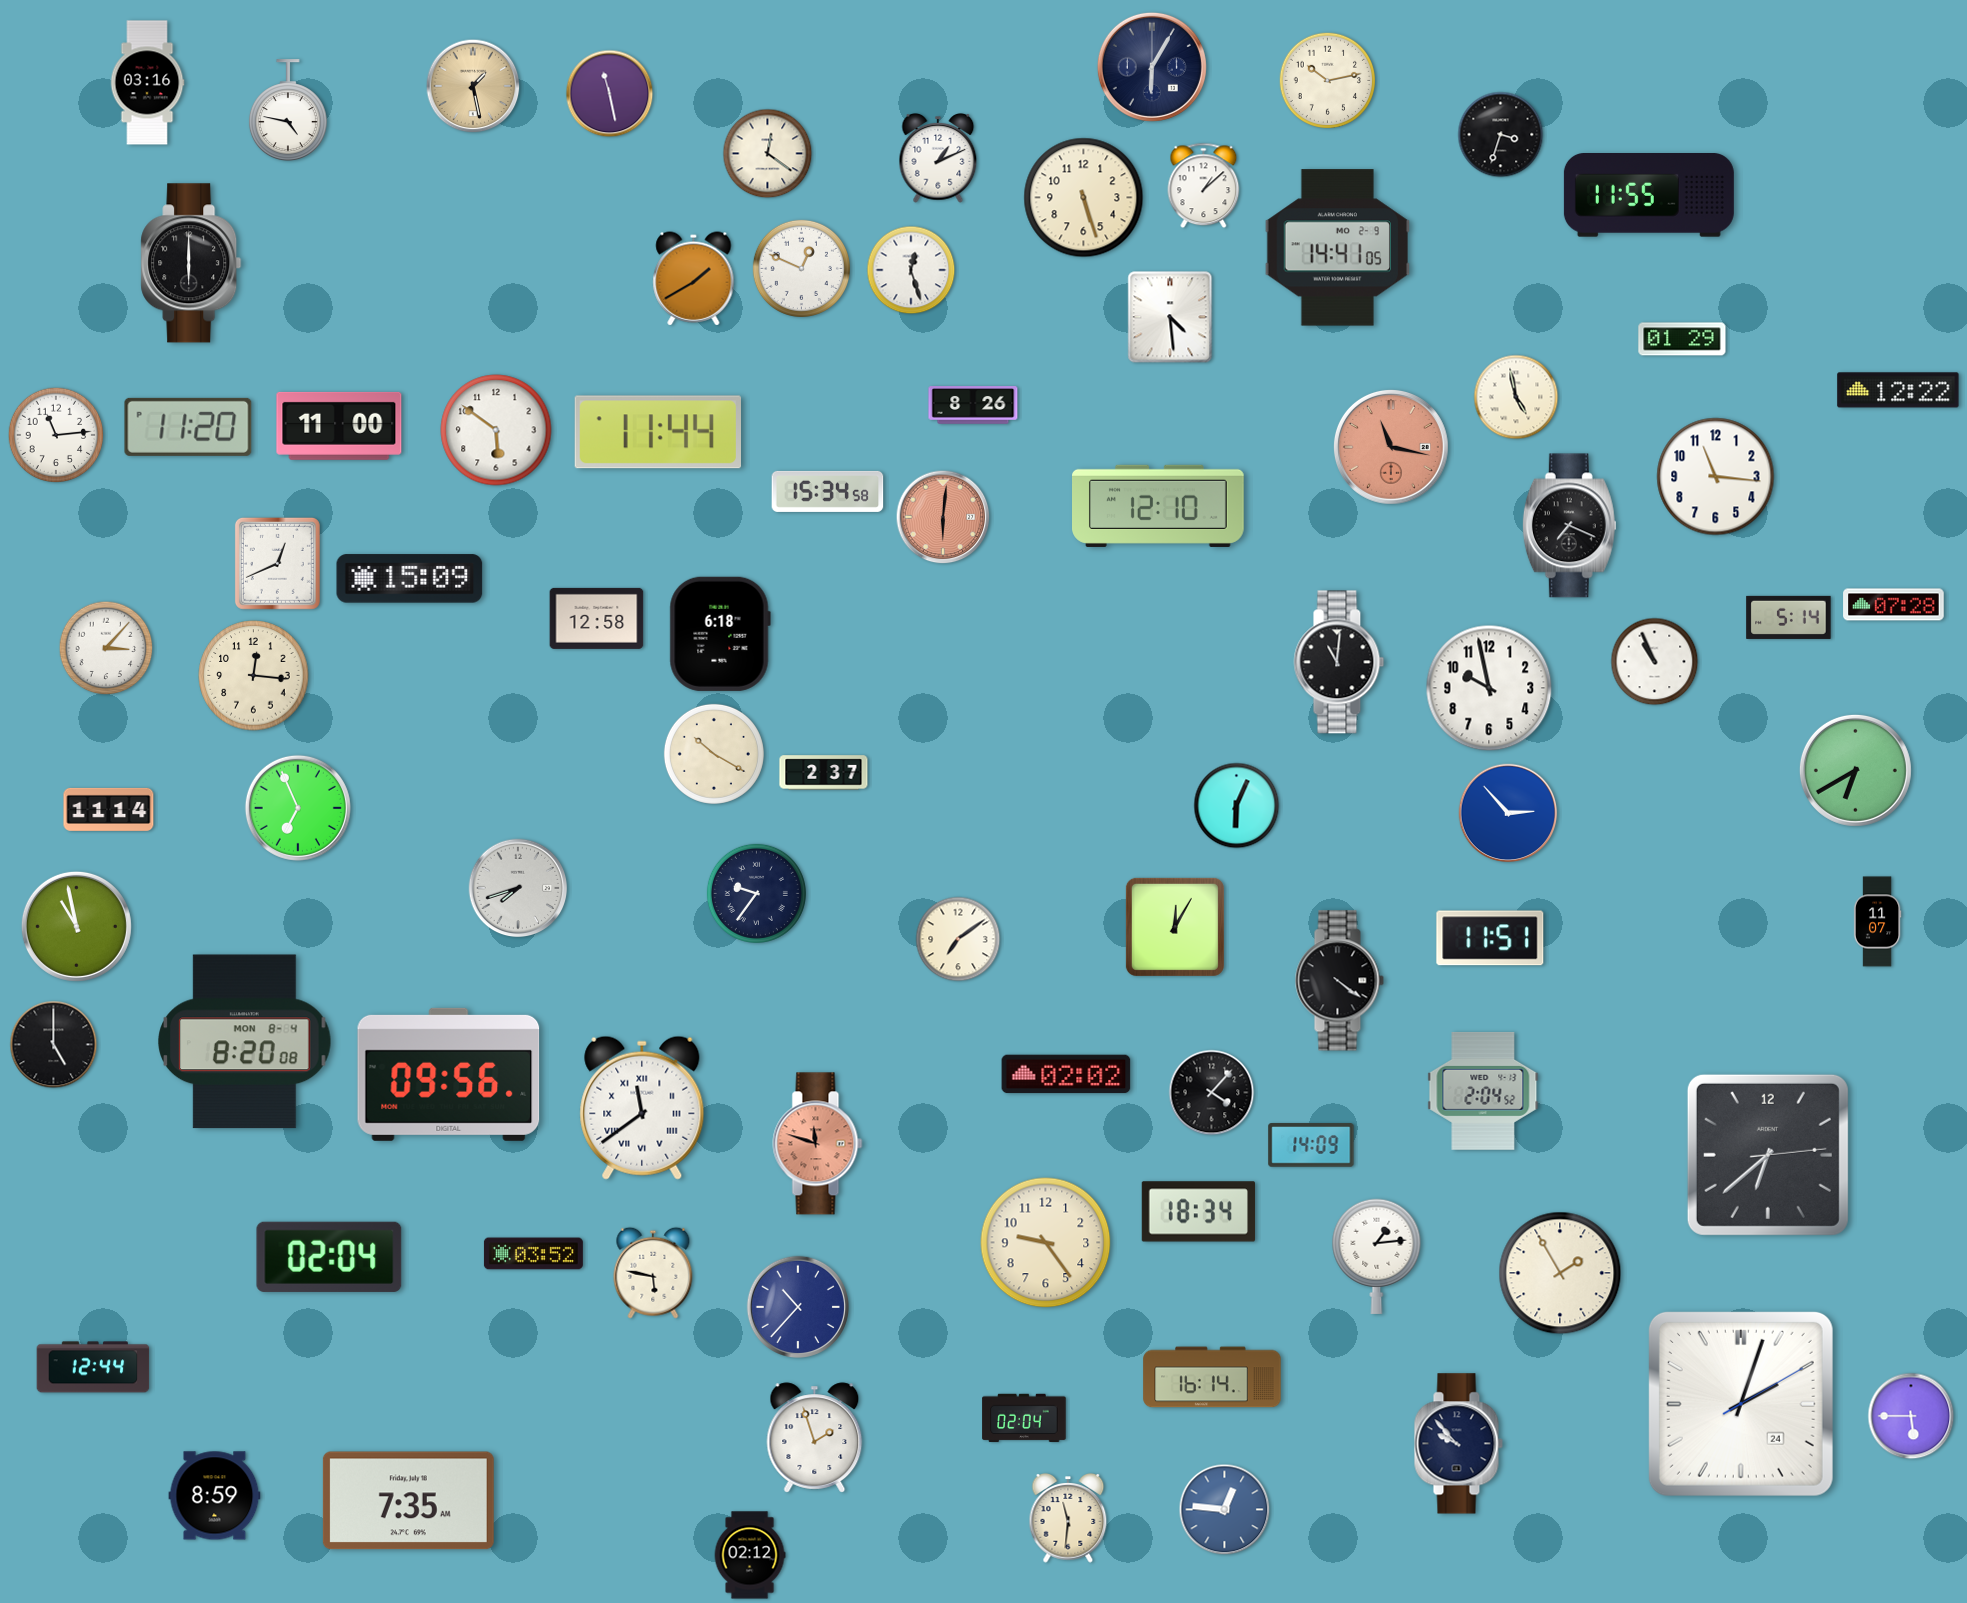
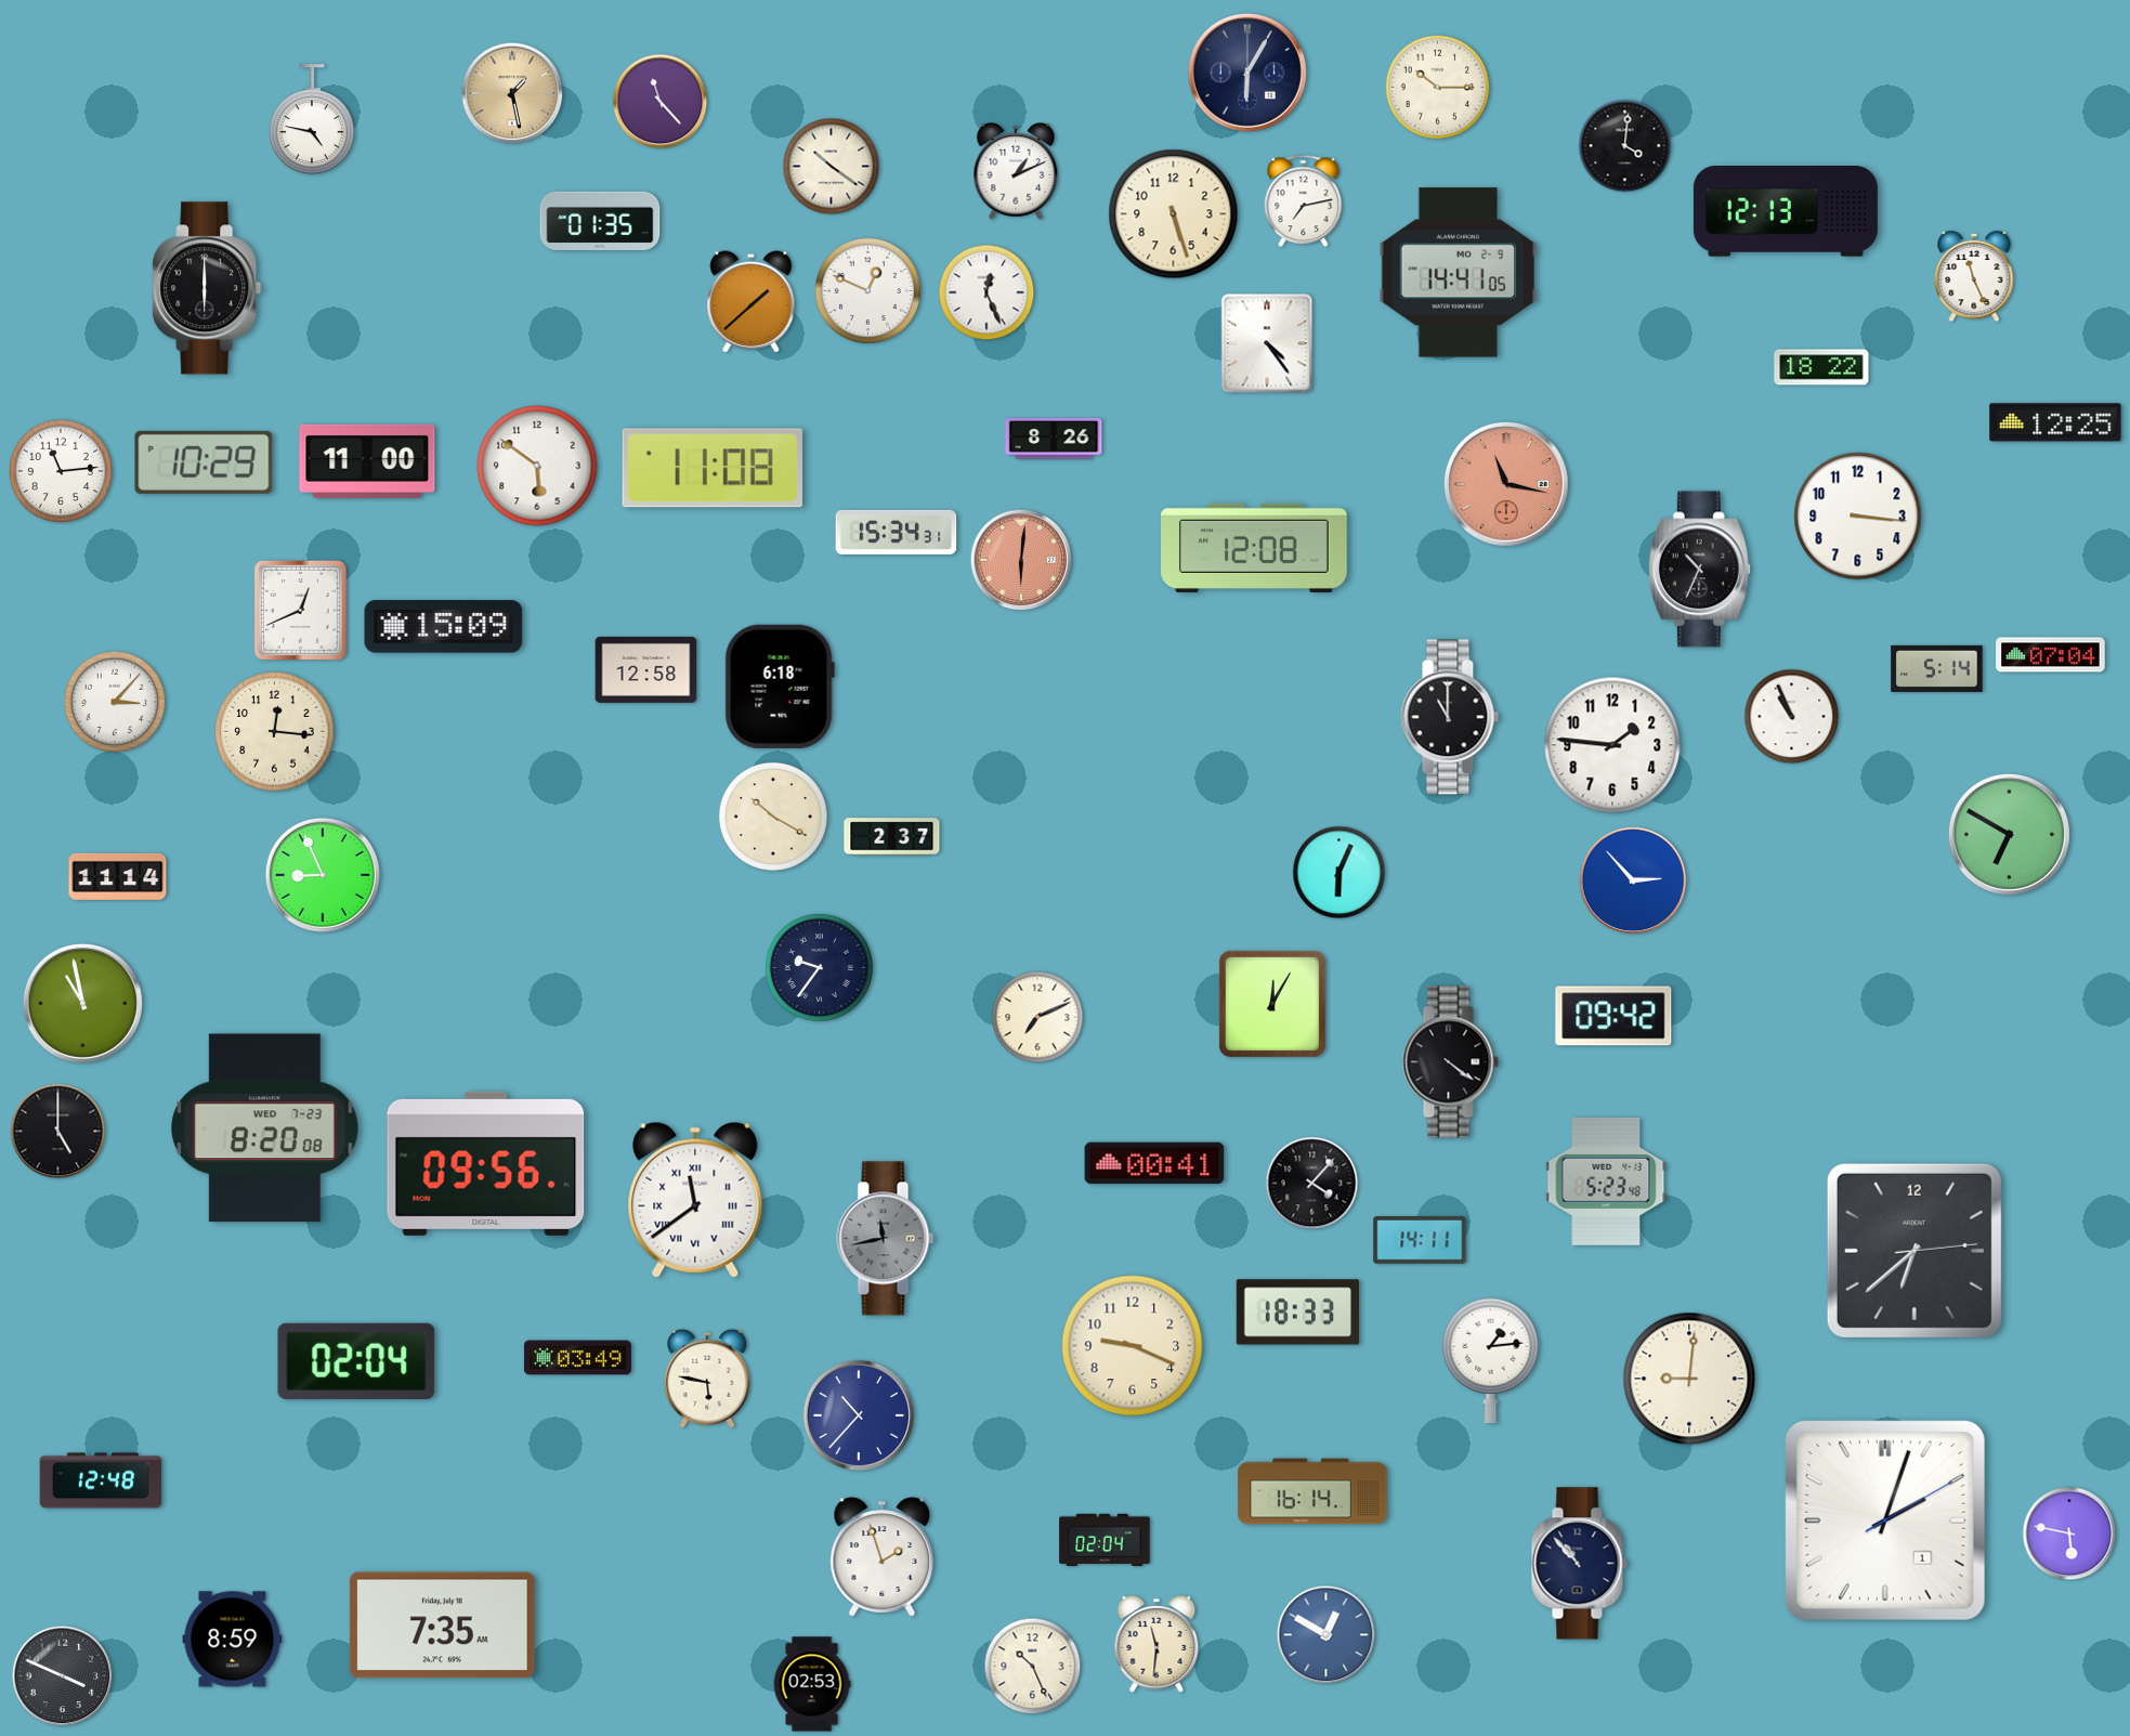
clock at (1328, 81): 10:13 -> 10:15
clock at (147, 83): 03:16 -> none
clock at (610, 94): 11:28 -> 11:23
clock at (1501, 135): 3:33 -> 4:01
clock at (768, 154): 12:21 -> 10:21
clock at (1204, 186): 1:08 -> 7:13
clock at (1649, 196): 11:55 -> 12:13
clock at (600, 221): none -> 01:35
clock at (1337, 248) position: (1337, 248) -> (1458, 273)
clock at (1974, 276): none -> 11:26
clock at (191, 263) position: (191, 263) -> (207, 288)
clock at (911, 270): 12:27 -> 12:26
clock at (694, 279): 1:40 -> 1:38
clock at (1170, 317): 4:29 -> 4:24
clock at (1682, 339): 01:29 -> 18:22
clock at (1898, 390): 12:22 -> 12:25
clock at (1516, 397): 4:58 -> none
clock at (188, 427): 11:20 -> 10:29
clock at (657, 432): 11:44 -> 11:08
clock at (1716, 477): 11:16 -> 3:16
clock at (828, 491): 15:34:58 -> 15:34:31
clock at (1159, 506): 12:10 -> 12:08
clock at (1569, 526): 7:19 -> 10:34
clock at (1894, 605): 07:28 -> 07:04
clock at (1339, 662): 11:01 -> 11:00
clock at (1489, 688): 9:58 -> 1:46
clock at (1855, 770): 6:40 -> 6:50
clock at (298, 808): 6:56 -> 8:56
clock at (518, 888): 7:42 -> none
clock at (1877, 922): 11:07 -> none
clock at (1490, 938): 11:51 -> 09:42
clock at (958, 939): 7:09 -> 7:11
clock at (245, 1042) date: MON 8-4 -> WED 7-23
clock at (1066, 1074): 02:02 -> 00:41
clock at (1483, 1091): 2:04 -> 5:23
clock at (818, 1144): 11:48 -> 11:43
clock at (818, 1144) dial: salmon -> grey
clock at (1311, 1145): 14:09 -> 14:11
clock at (1199, 1212): 18:34 -> 18:33
clock at (1046, 1243): 9:24 -> 9:19
clock at (533, 1254): 03:52 -> 03:49
clock at (1560, 1273): 1:55 -> 9:01
clock at (797, 1306) position: (797, 1306) -> (858, 1414)
clock at (93, 1367): 12:44 -> 12:48
clock at (1741, 1404) date: 24 -> 1
clock at (1911, 1416): 5:45 -> 5:47
clock at (1024, 1418) position: (1024, 1418) -> (1105, 1540)
clock at (1458, 1444): 9:53 -> 10:53
clock at (215, 1496) position: (215, 1496) -> (233, 1640)
clock at (1225, 1510): 12:46 -> 12:50
clock at (1033, 1667): none -> 10:26
clock at (63, 1676): none -> 3:49
clock at (750, 1555): 02:12 -> 02:53
